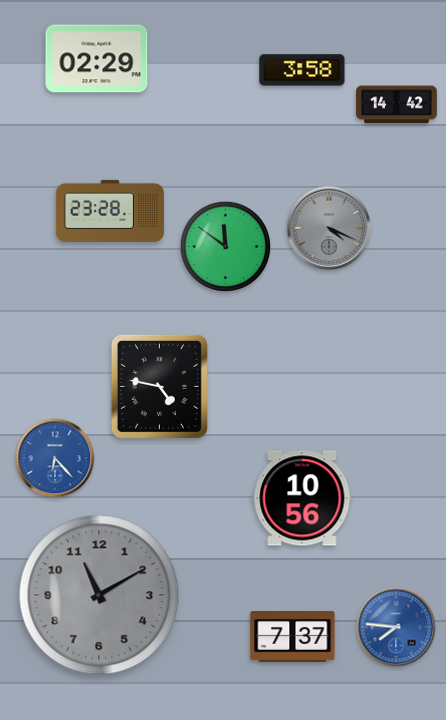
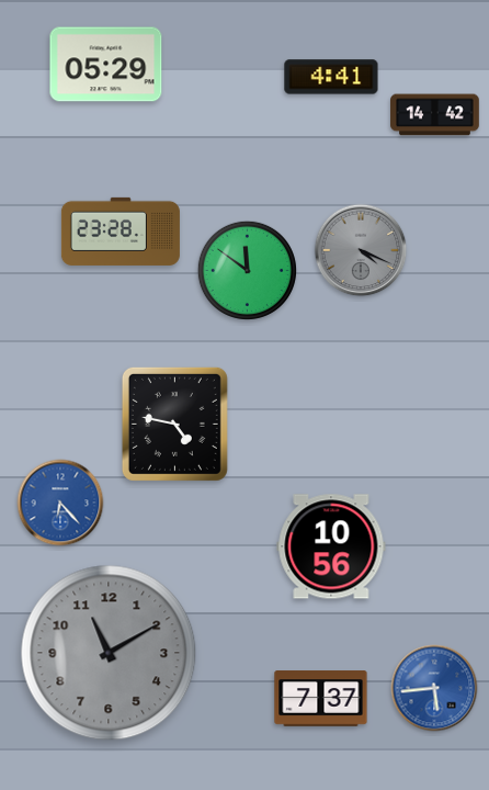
clock at (97, 59): 02:29 -> 05:29
clock at (302, 70): 3:58 -> 4:41
clock at (396, 627): 7:46 -> 5:44
